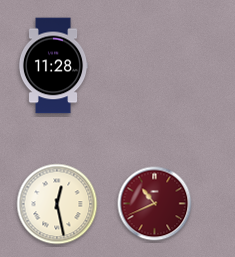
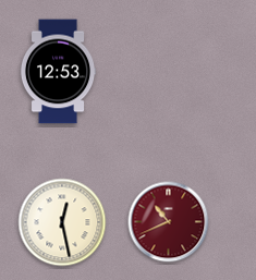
clock at (53, 66): 11:28 -> 12:53
